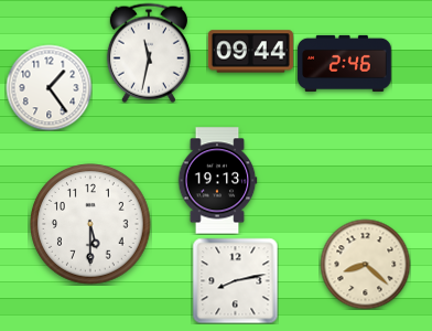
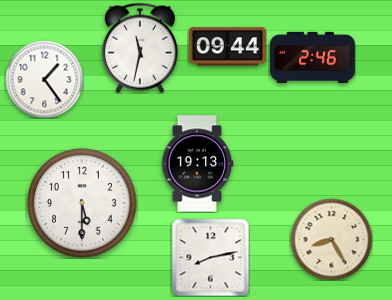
clock at (149, 53) position: (149, 53) -> (140, 48)
clock at (365, 264): 8:22 -> 8:25
clock at (235, 280) position: (235, 280) -> (210, 257)
